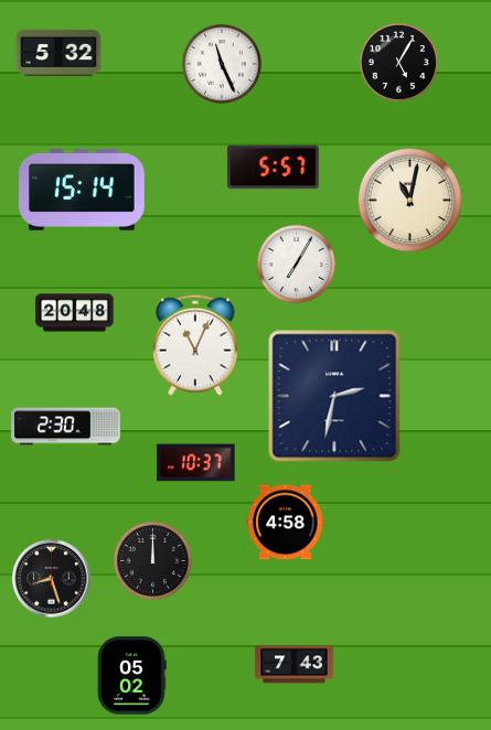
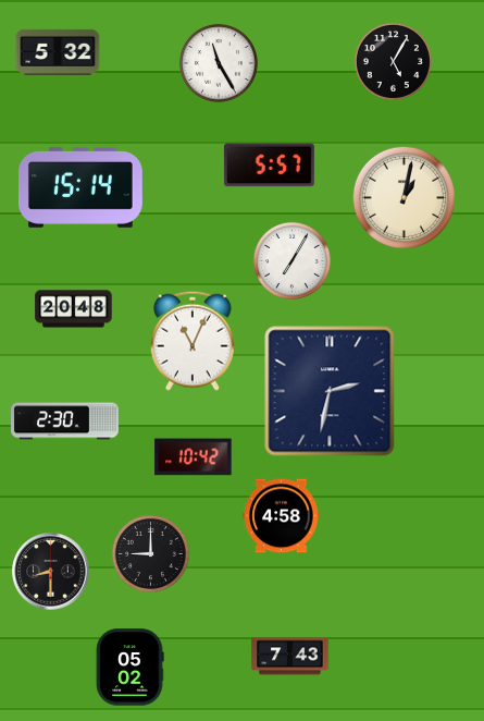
clock at (222, 64): 11:26 -> 11:25
clock at (410, 201): 11:02 -> 1:02
clock at (196, 463): 10:37 -> 10:42
clock at (152, 560): 12:00 -> 9:00
clock at (52, 579): 8:27 -> 8:30
